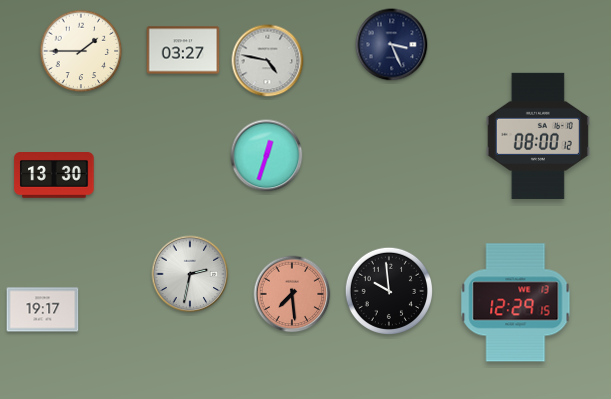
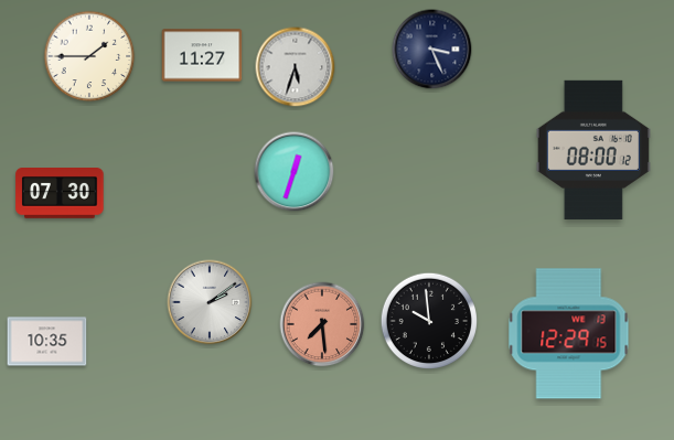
clock at (183, 50): 03:27 -> 11:27
clock at (268, 61): 4:47 -> 5:33
clock at (54, 176): 13:30 -> 07:30
clock at (190, 274): 2:32 -> 2:09
clock at (43, 310): 19:17 -> 10:35
